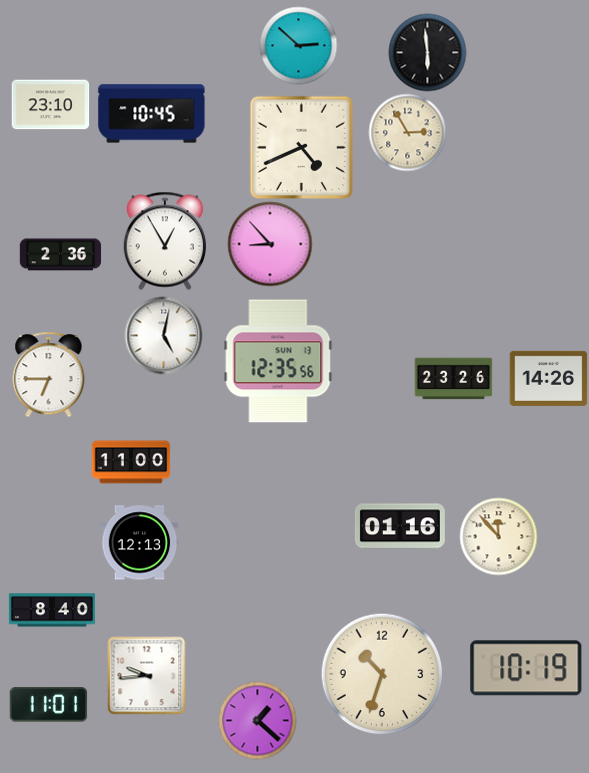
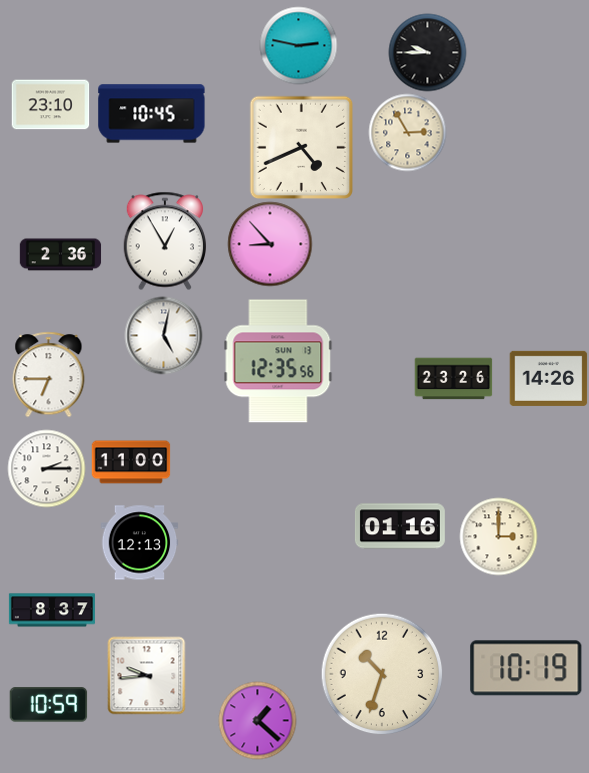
clock at (298, 45): 2:52 -> 2:47
clock at (427, 52): 5:59 -> 9:45
clock at (46, 468): none -> 2:15
clock at (498, 536): 11:53 -> 3:00
clock at (52, 610): 8:40 -> 8:37
clock at (48, 705): 11:01 -> 10:59
